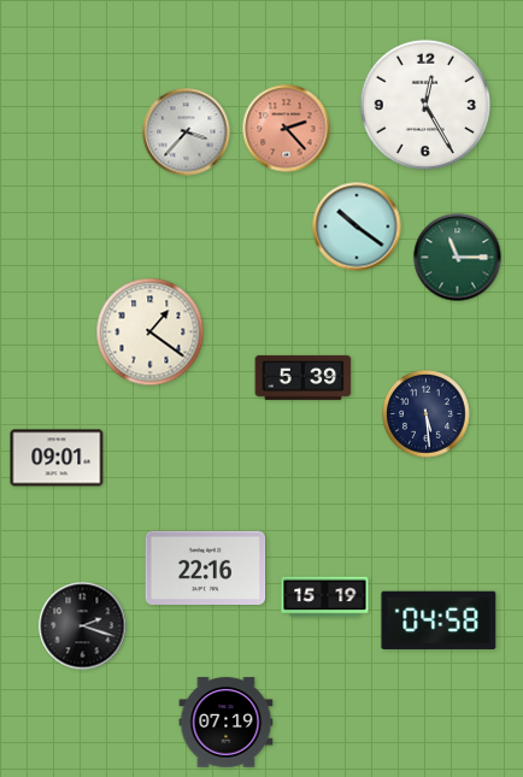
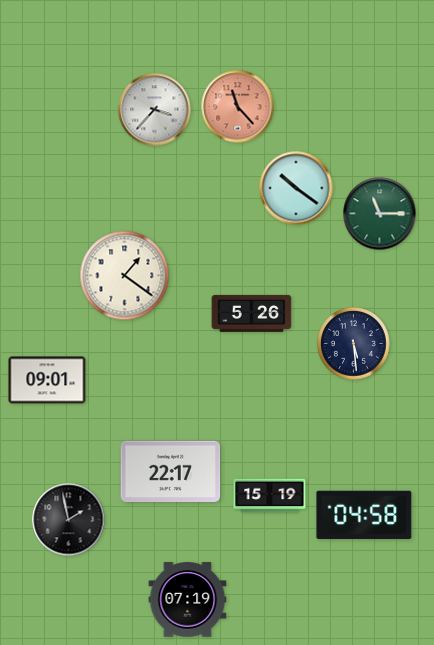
clock at (425, 105): 12:25 -> none
clock at (287, 129): 2:23 -> 11:23
clock at (304, 377): 5:39 -> 5:26
clock at (206, 567): 22:16 -> 22:17
clock at (83, 626): 2:18 -> 1:58
